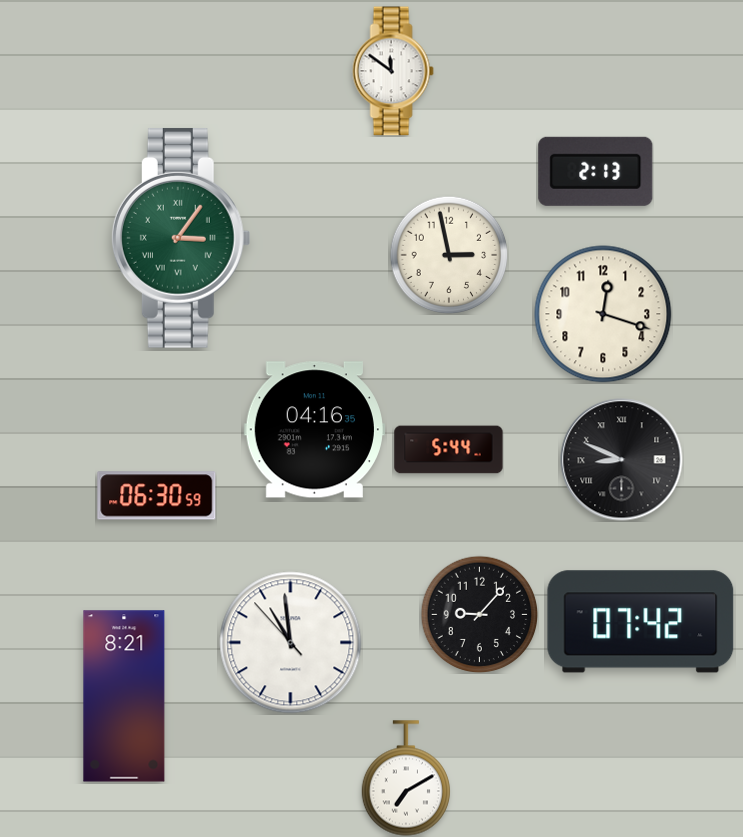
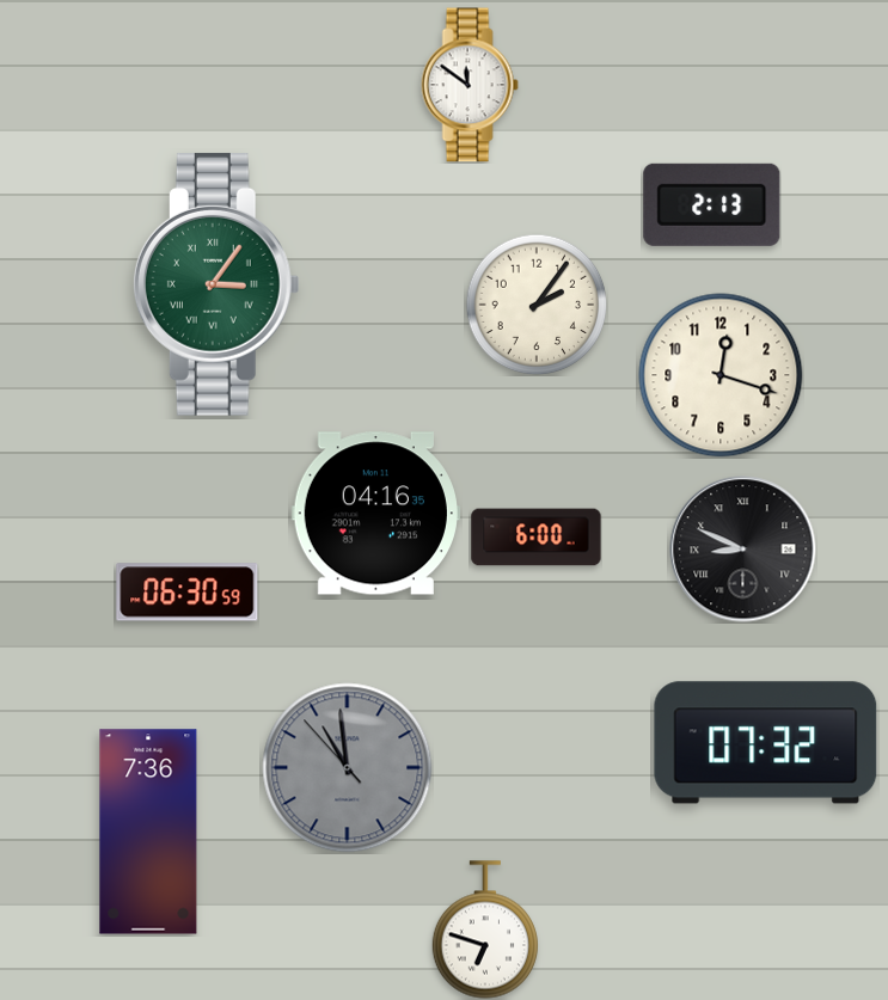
clock at (449, 255): 2:58 -> 2:06
clock at (449, 450): 5:44 -> 6:00
clock at (479, 614): 9:07 -> none
clock at (641, 622): 07:42 -> 07:32
clock at (291, 643) dial: white -> grey
clock at (124, 696): 8:21 -> 7:36
clock at (405, 778): 7:10 -> 6:48
